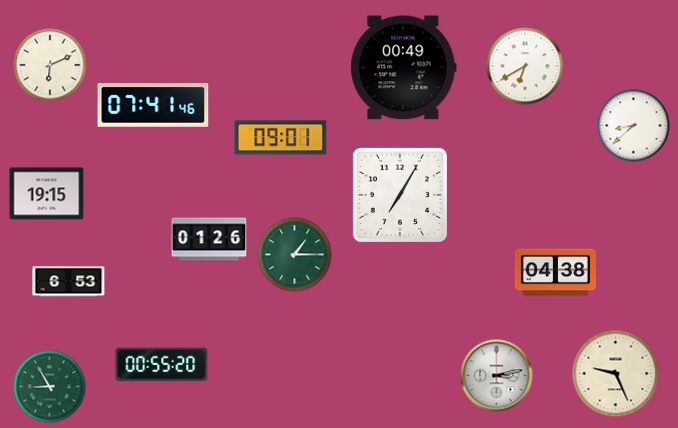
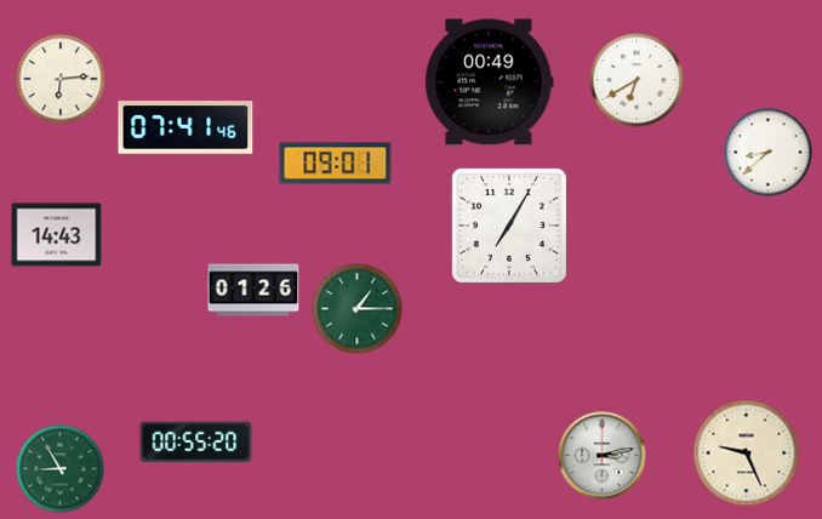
clock at (50, 65): 6:11 -> 6:14
clock at (281, 138) position: (281, 138) -> (336, 164)
clock at (47, 194): 19:15 -> 14:43
clock at (400, 195) position: (400, 195) -> (509, 226)
clock at (555, 273): 04:38 -> none
clock at (69, 282): 6:53 -> none
